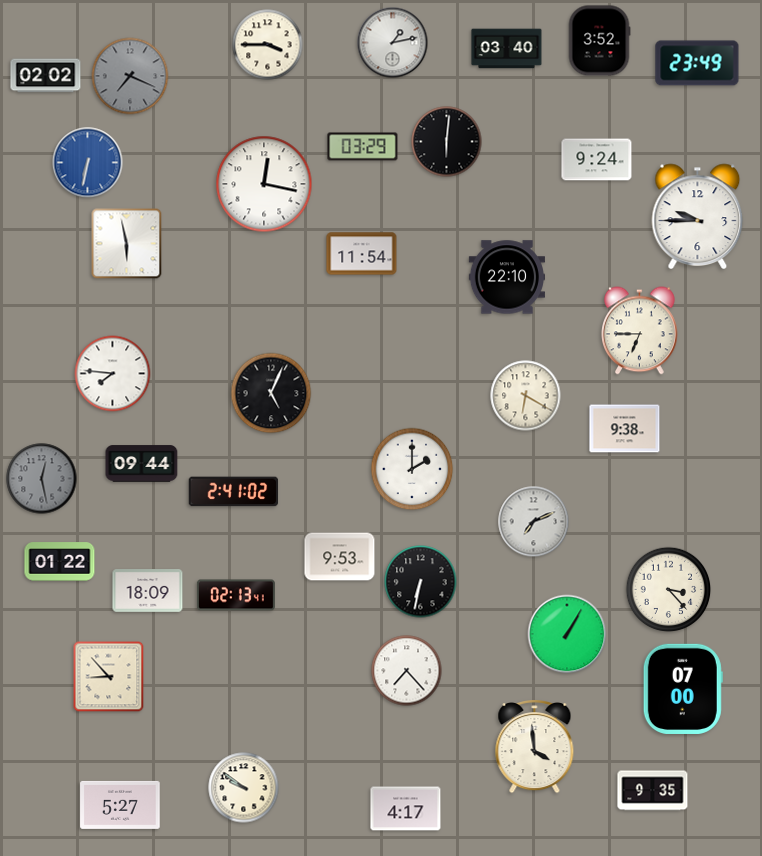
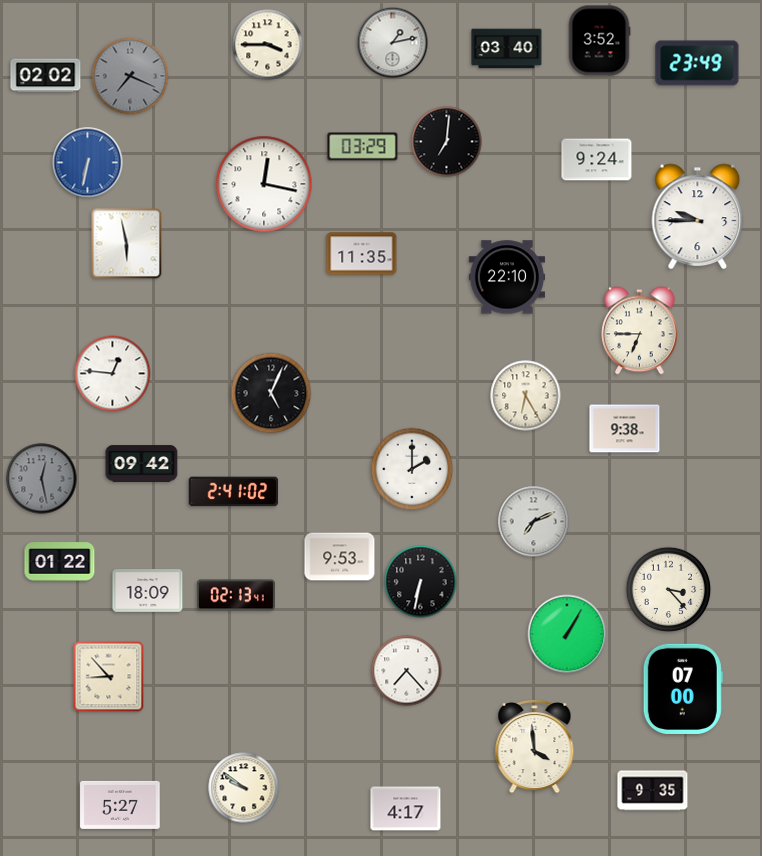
clock at (447, 142): 6:01 -> 7:01
clock at (362, 254): 11:54 -> 11:35
clock at (113, 374): 7:46 -> 12:46
clock at (526, 396): 6:20 -> 6:25
clock at (142, 464): 09:44 -> 09:42
